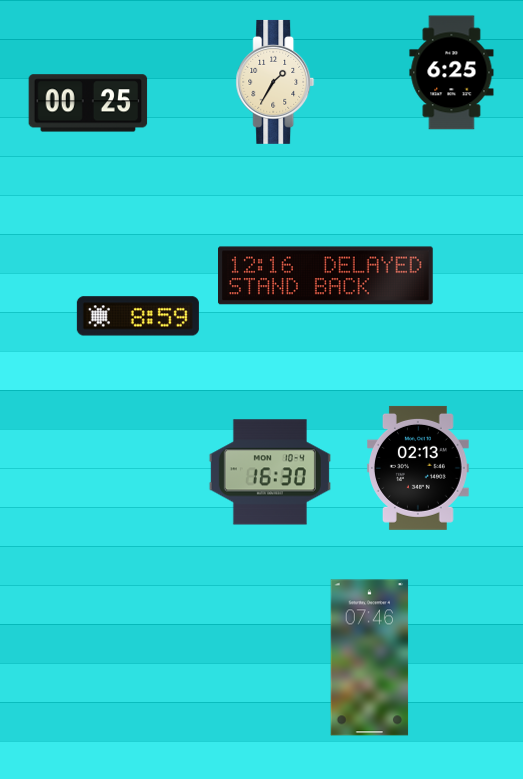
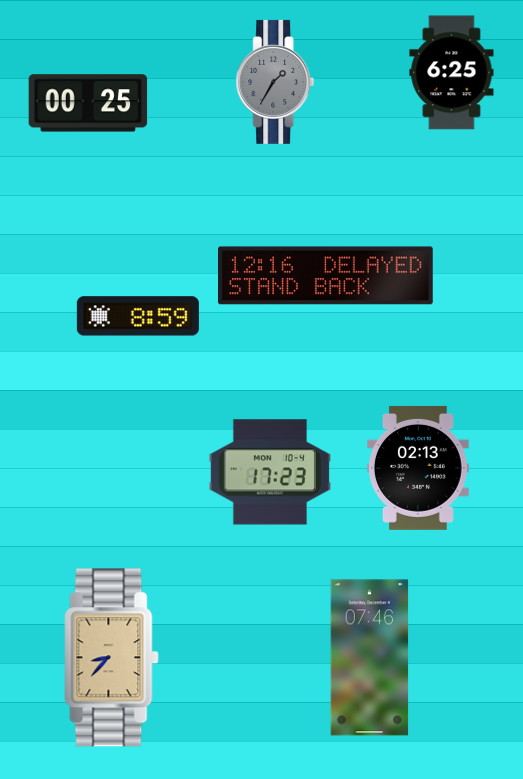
clock at (275, 82) dial: cream -> grey
clock at (270, 472): 16:30 -> 17:23
clock at (112, 658): none -> 8:37
